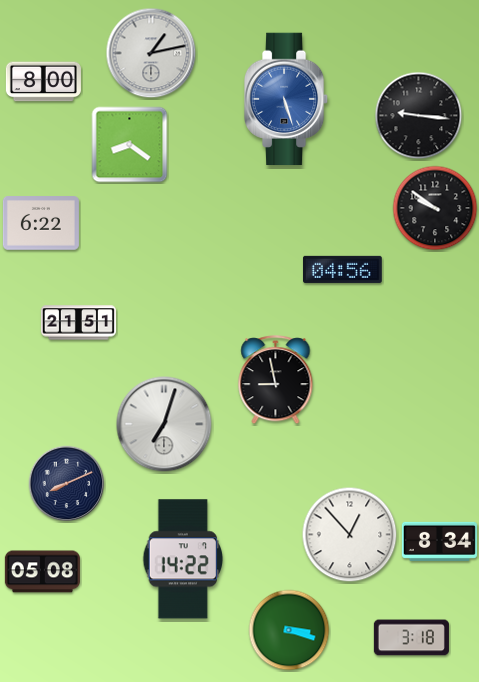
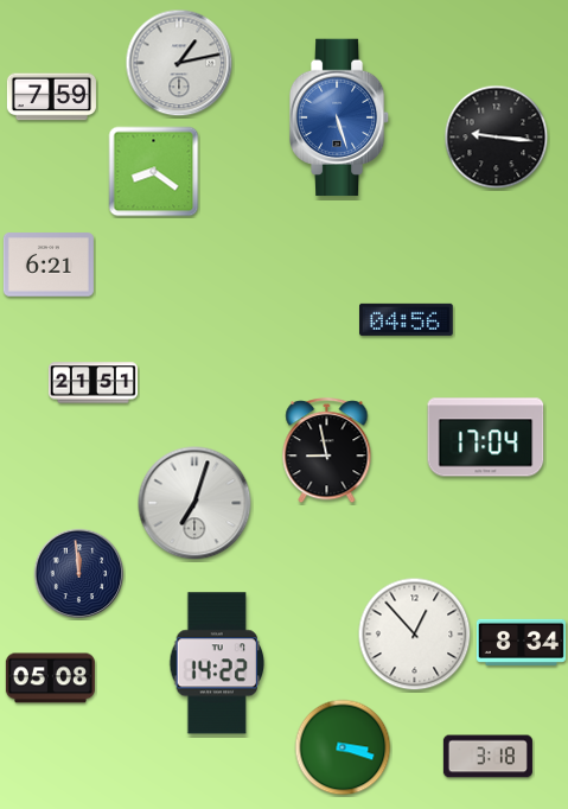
clock at (43, 82): 8:00 -> 7:59
clock at (435, 208): 9:51 -> none
clock at (41, 223): 6:22 -> 6:21
clock at (486, 438): none -> 17:04
clock at (67, 484): 8:11 -> 11:59
